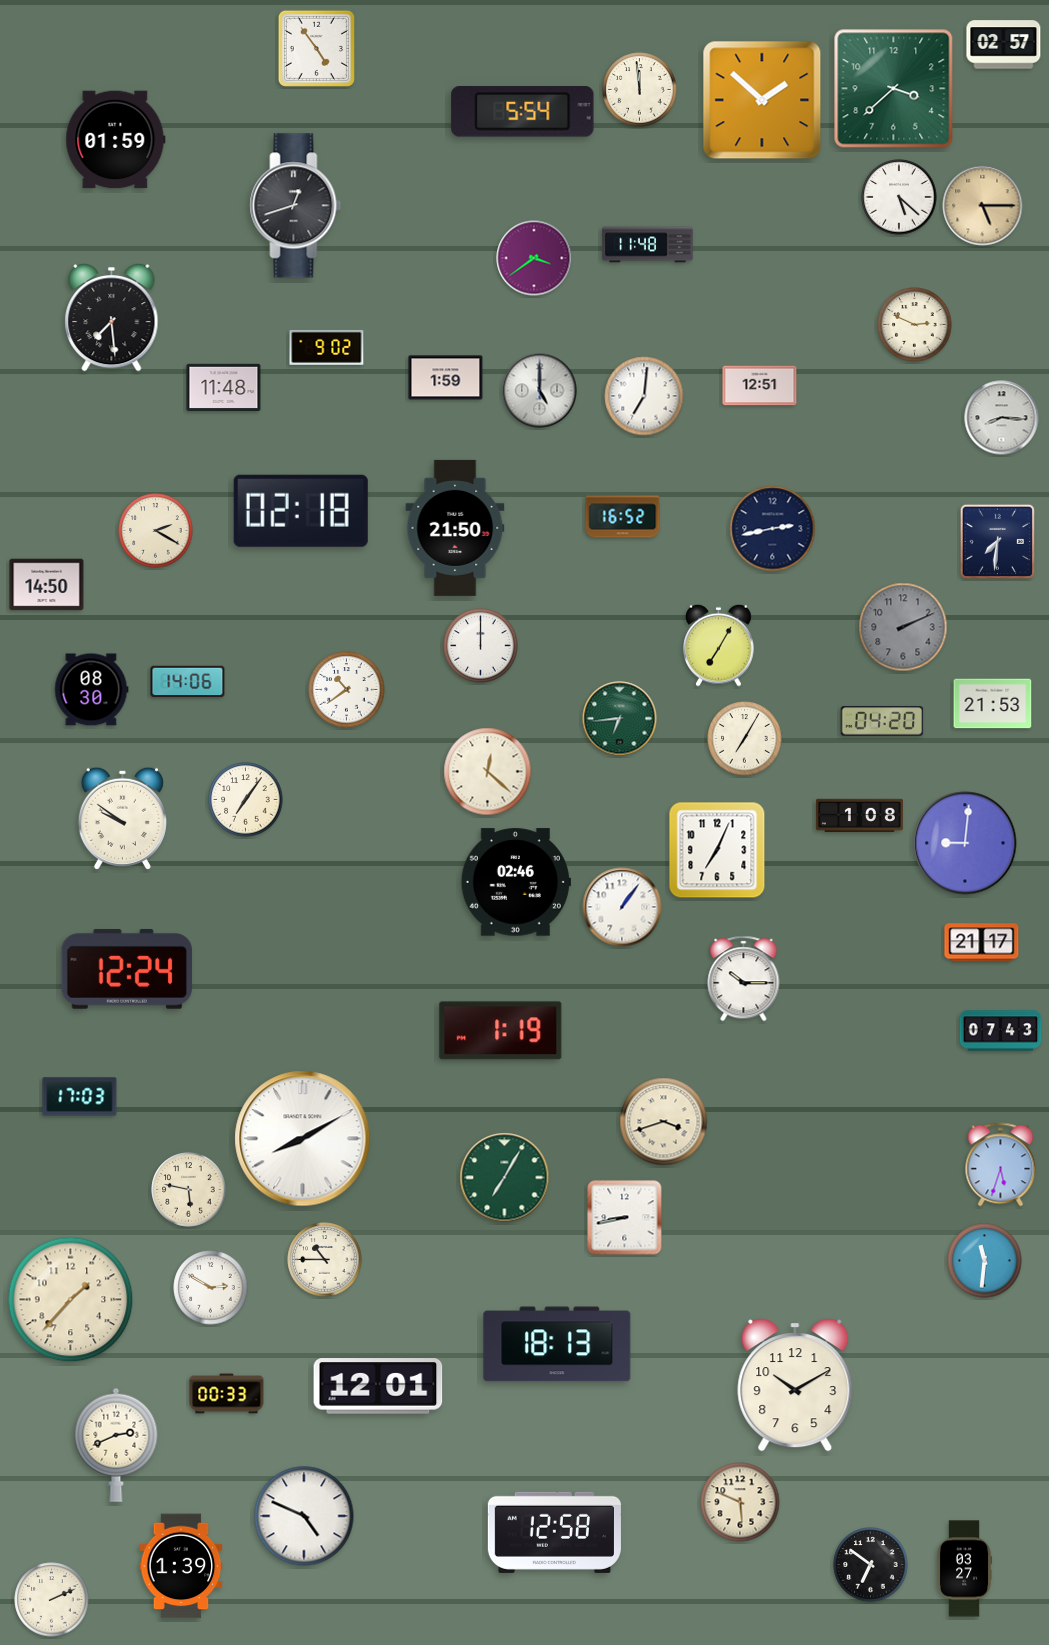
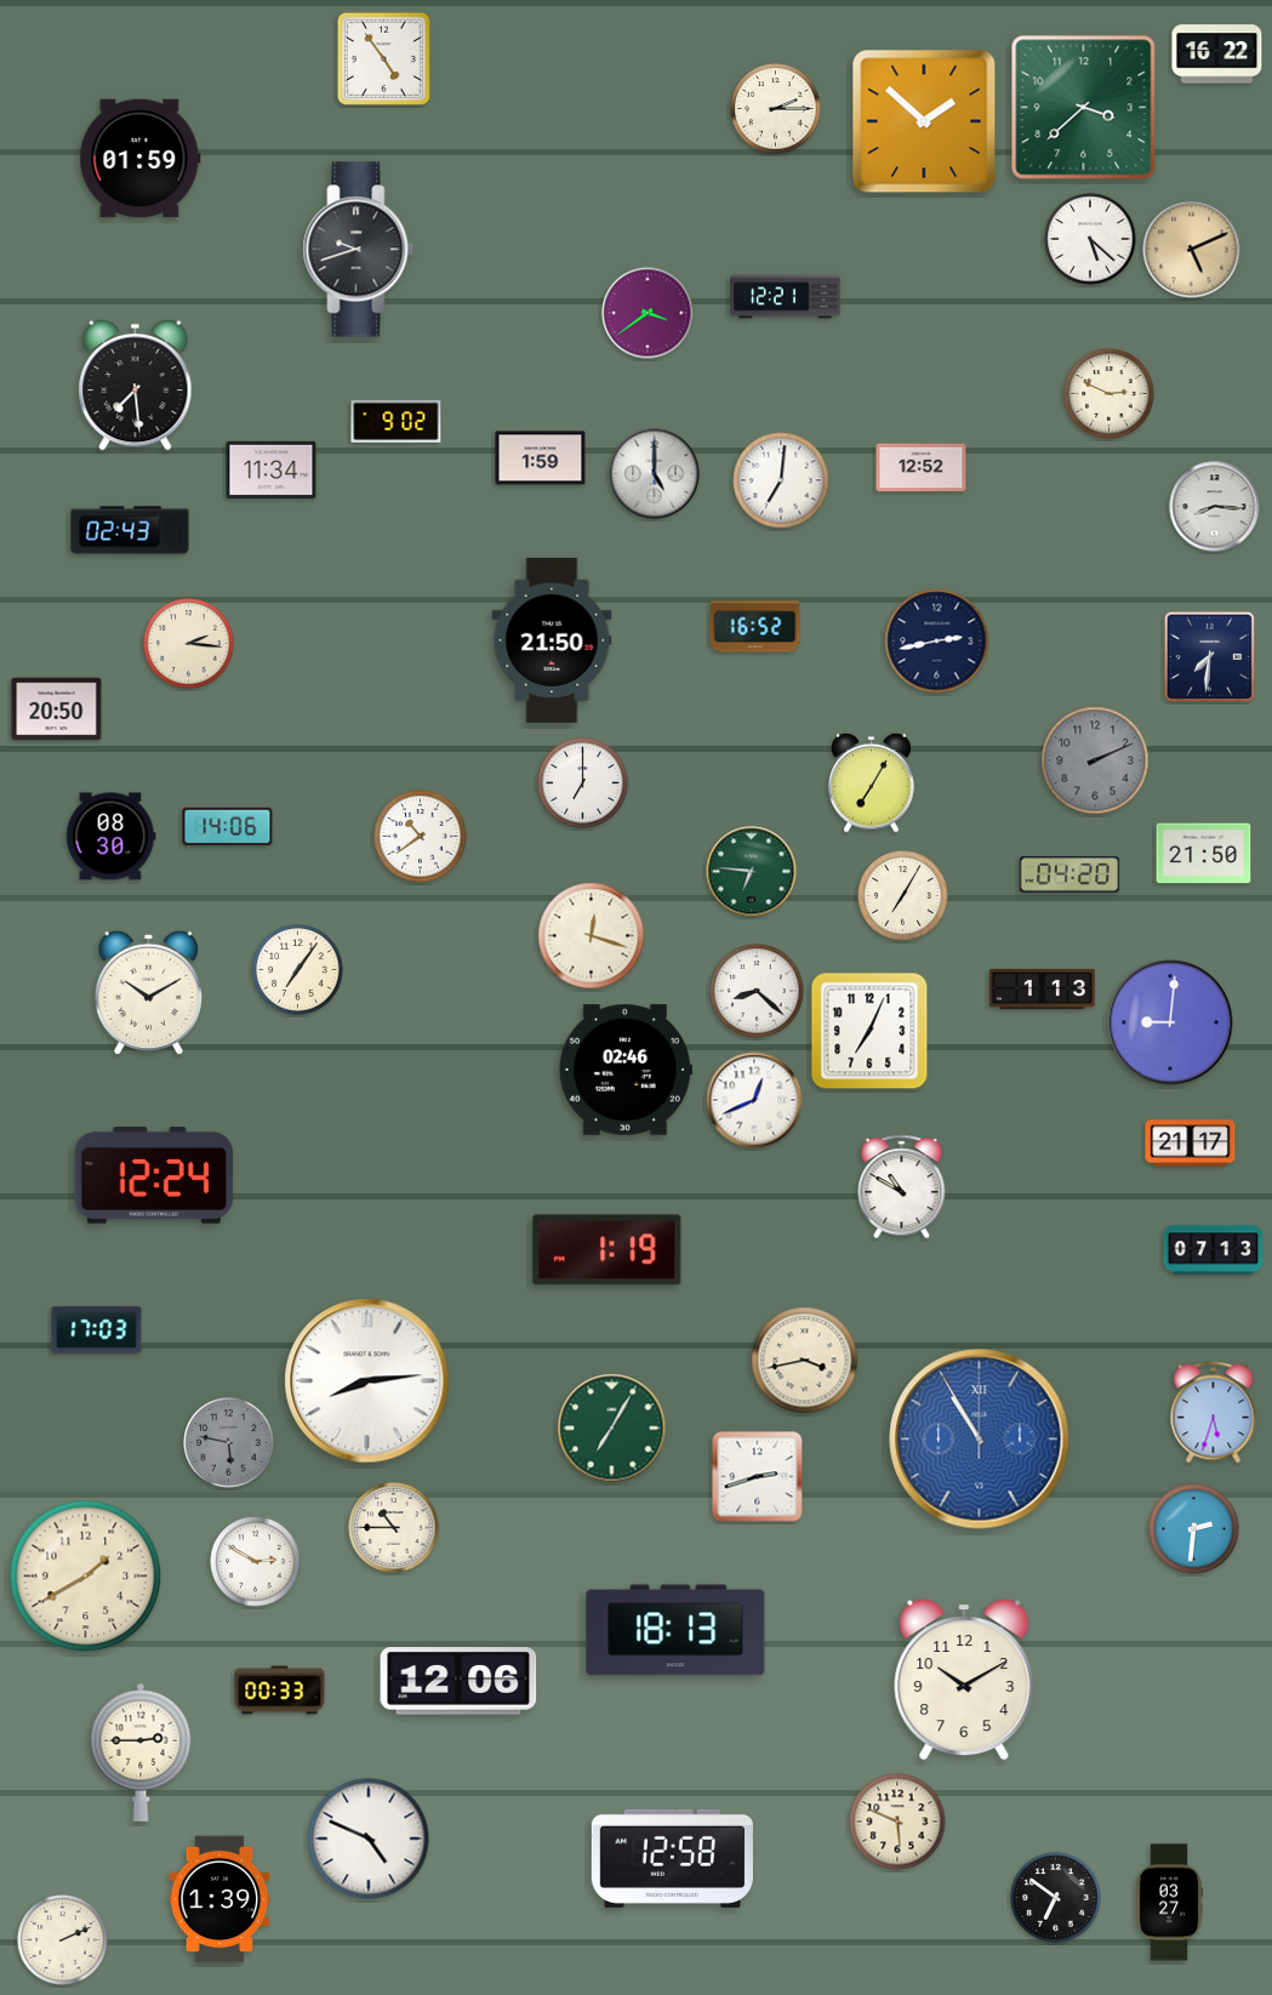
clock at (1004, 45): 02:57 -> 16:22
clock at (640, 90): 11:59 -> 2:15
clock at (523, 112): 5:54 -> none
clock at (116, 140) position: (116, 140) -> (141, 159)
clock at (296, 206): 12:42 -> 9:42
clock at (983, 206): 5:15 -> 5:11
clock at (648, 245): 11:48 -> 12:21
clock at (760, 386): 12:51 -> 12:52
clock at (224, 387): 11:48 -> 11:34
clock at (130, 530): none -> 02:43
clock at (301, 511): 02:18 -> none
clock at (156, 531): 2:20 -> 2:16
clock at (47, 585): 14:50 -> 20:50
clock at (481, 646): 12:00 -> 7:00
clock at (993, 704): 21:53 -> 21:50
clock at (620, 719): 6:44 -> 6:46
clock at (488, 772): 12:22 -> 12:18
clock at (859, 815): 1:08 -> 1:13
clock at (757, 991): none -> 8:22
clock at (122, 818): 9:51 -> 10:10
clock at (622, 907): 1:06 -> 12:41
clock at (744, 979): 10:15 -> 10:50
clock at (1001, 1031): 07:43 -> 07:13
clock at (664, 1122): 3:42 -> 3:43
clock at (303, 1139): 8:10 -> 8:14
clock at (980, 1440): none -> 10:55
clock at (189, 1190) dial: cream -> grey
clock at (625, 1218): 8:43 -> 2:42
clock at (985, 1261): 11:31 -> 2:31
clock at (71, 1300): 1:37 -> 1:40
clock at (378, 1386): 12:01 -> 12:06
clock at (227, 1394) position: (227, 1394) -> (280, 1691)
clock at (116, 1445): 2:41 -> 2:45
